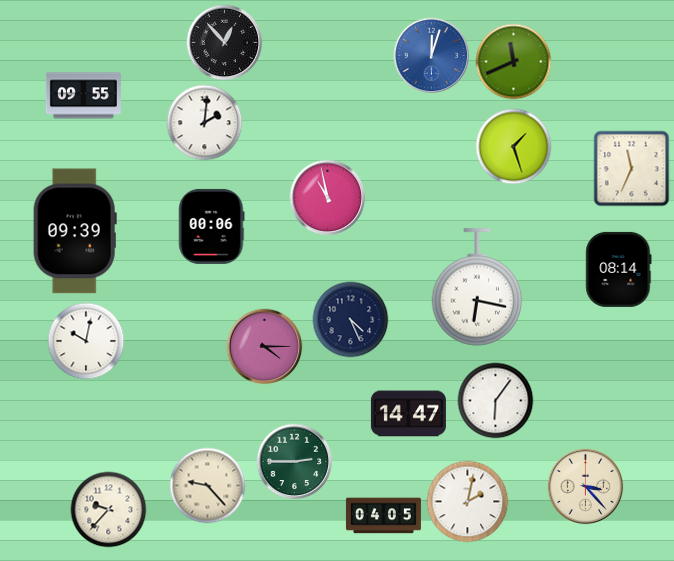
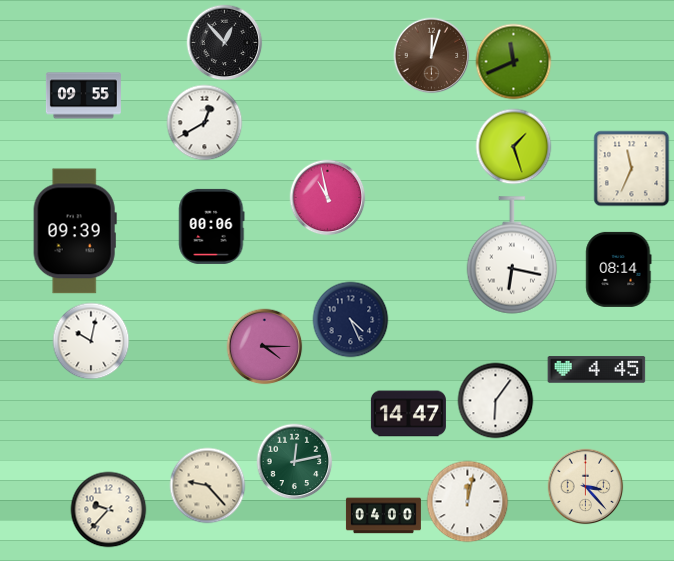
clock at (432, 56) dial: blue -> brown
clock at (205, 123): 2:01 -> 12:40
clock at (477, 287) position: (477, 287) -> (512, 255)
clock at (86, 341) position: (86, 341) -> (91, 341)
clock at (597, 370): none -> 4:45
clock at (295, 462): 2:45 -> 12:13
clock at (468, 502): 2:02 -> 12:02
clock at (383, 516): 04:05 -> 04:00
